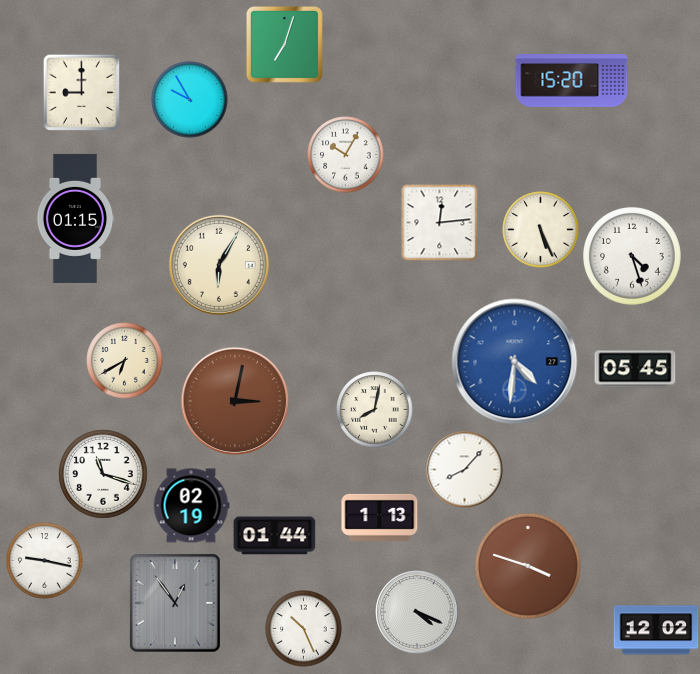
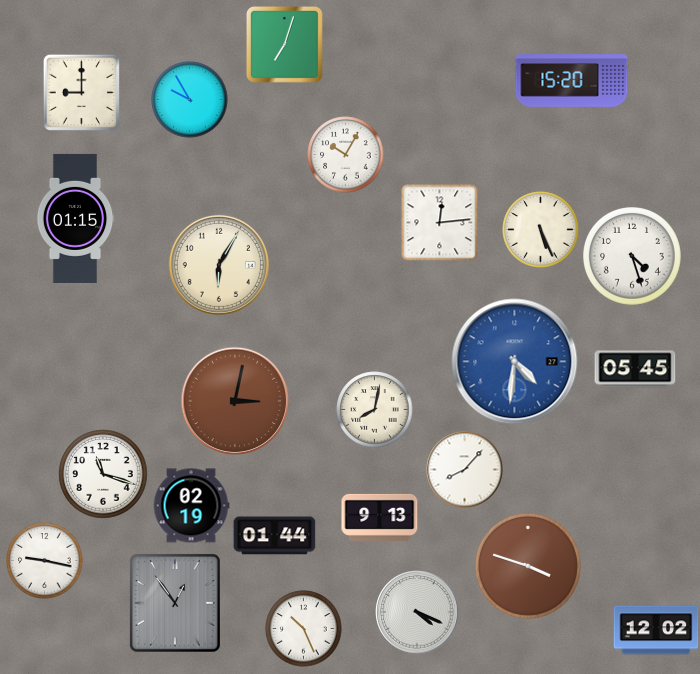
clock at (125, 361): 6:40 -> none
clock at (380, 517): 1:13 -> 9:13
